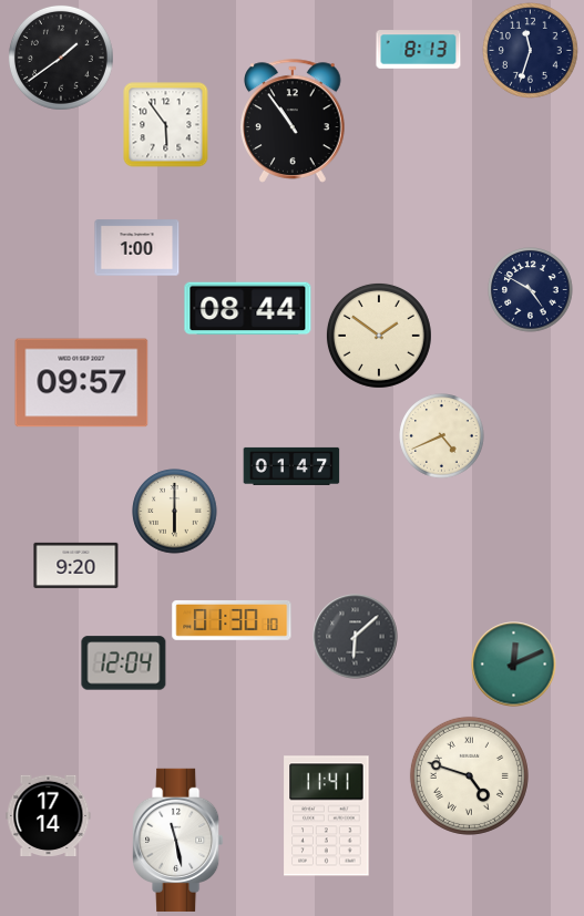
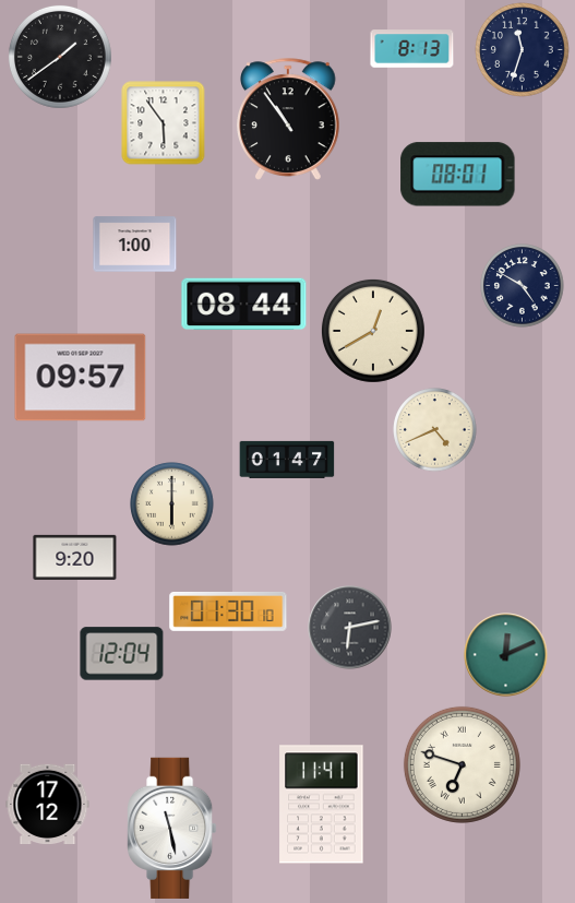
clock at (458, 175): none -> 08:01
clock at (379, 336): 1:51 -> 12:40
clock at (356, 637): 6:08 -> 6:13
clock at (469, 775): 4:48 -> 6:48
clock at (49, 815): 17:14 -> 17:12
clock at (178, 840) position: (178, 840) -> (172, 828)
